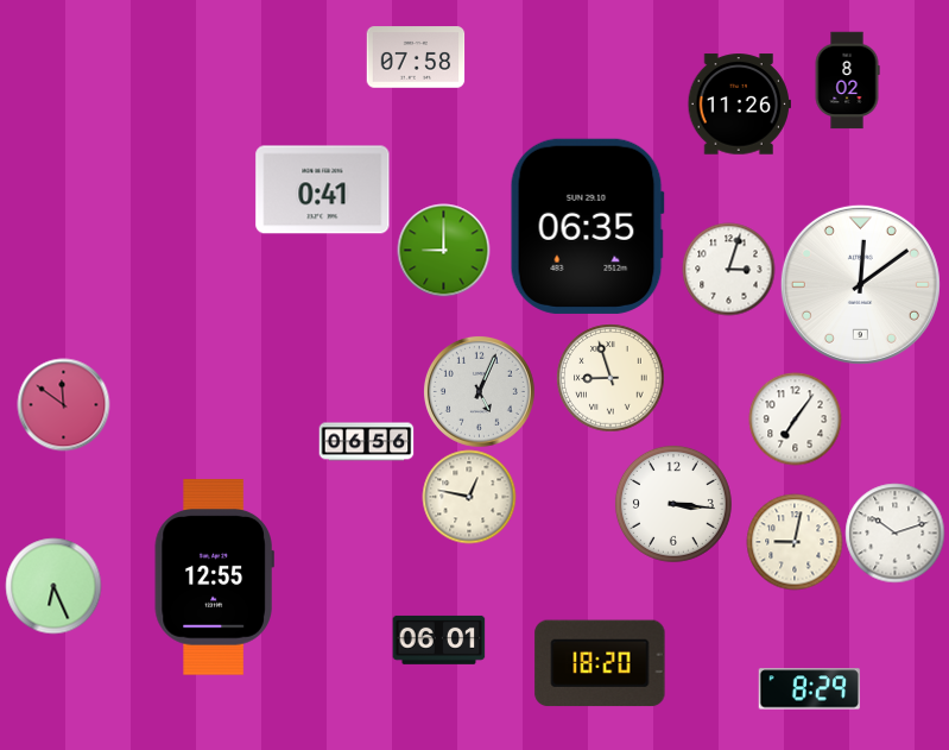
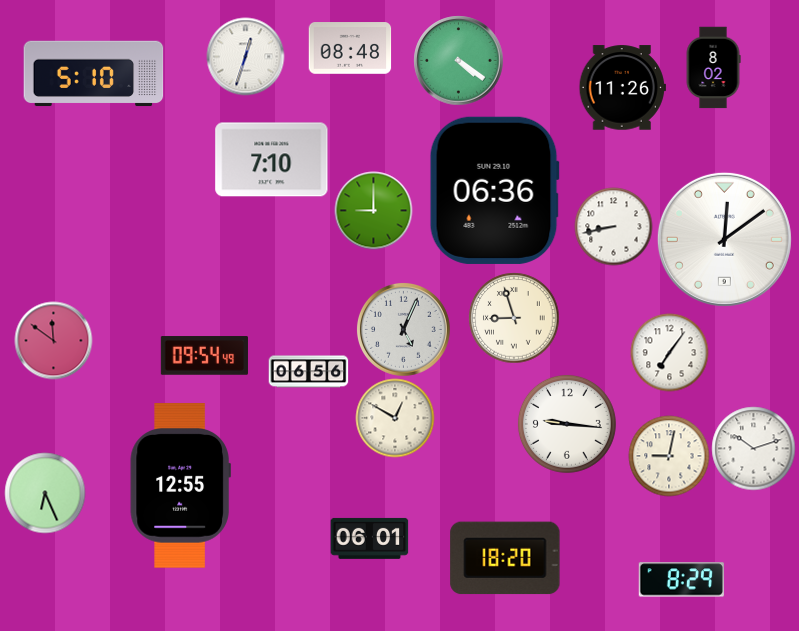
clock at (416, 57): 07:58 -> 08:48
clock at (245, 56): none -> 12:33
clock at (458, 60): none -> 4:21
clock at (94, 74): none -> 5:10
clock at (323, 190): 0:41 -> 7:10
clock at (587, 226): 06:35 -> 06:36
clock at (728, 269): 3:03 -> 8:43
clock at (204, 356): none -> 09:54
clock at (469, 497): 12:47 -> 12:50
clock at (673, 504): 3:16 -> 9:16
